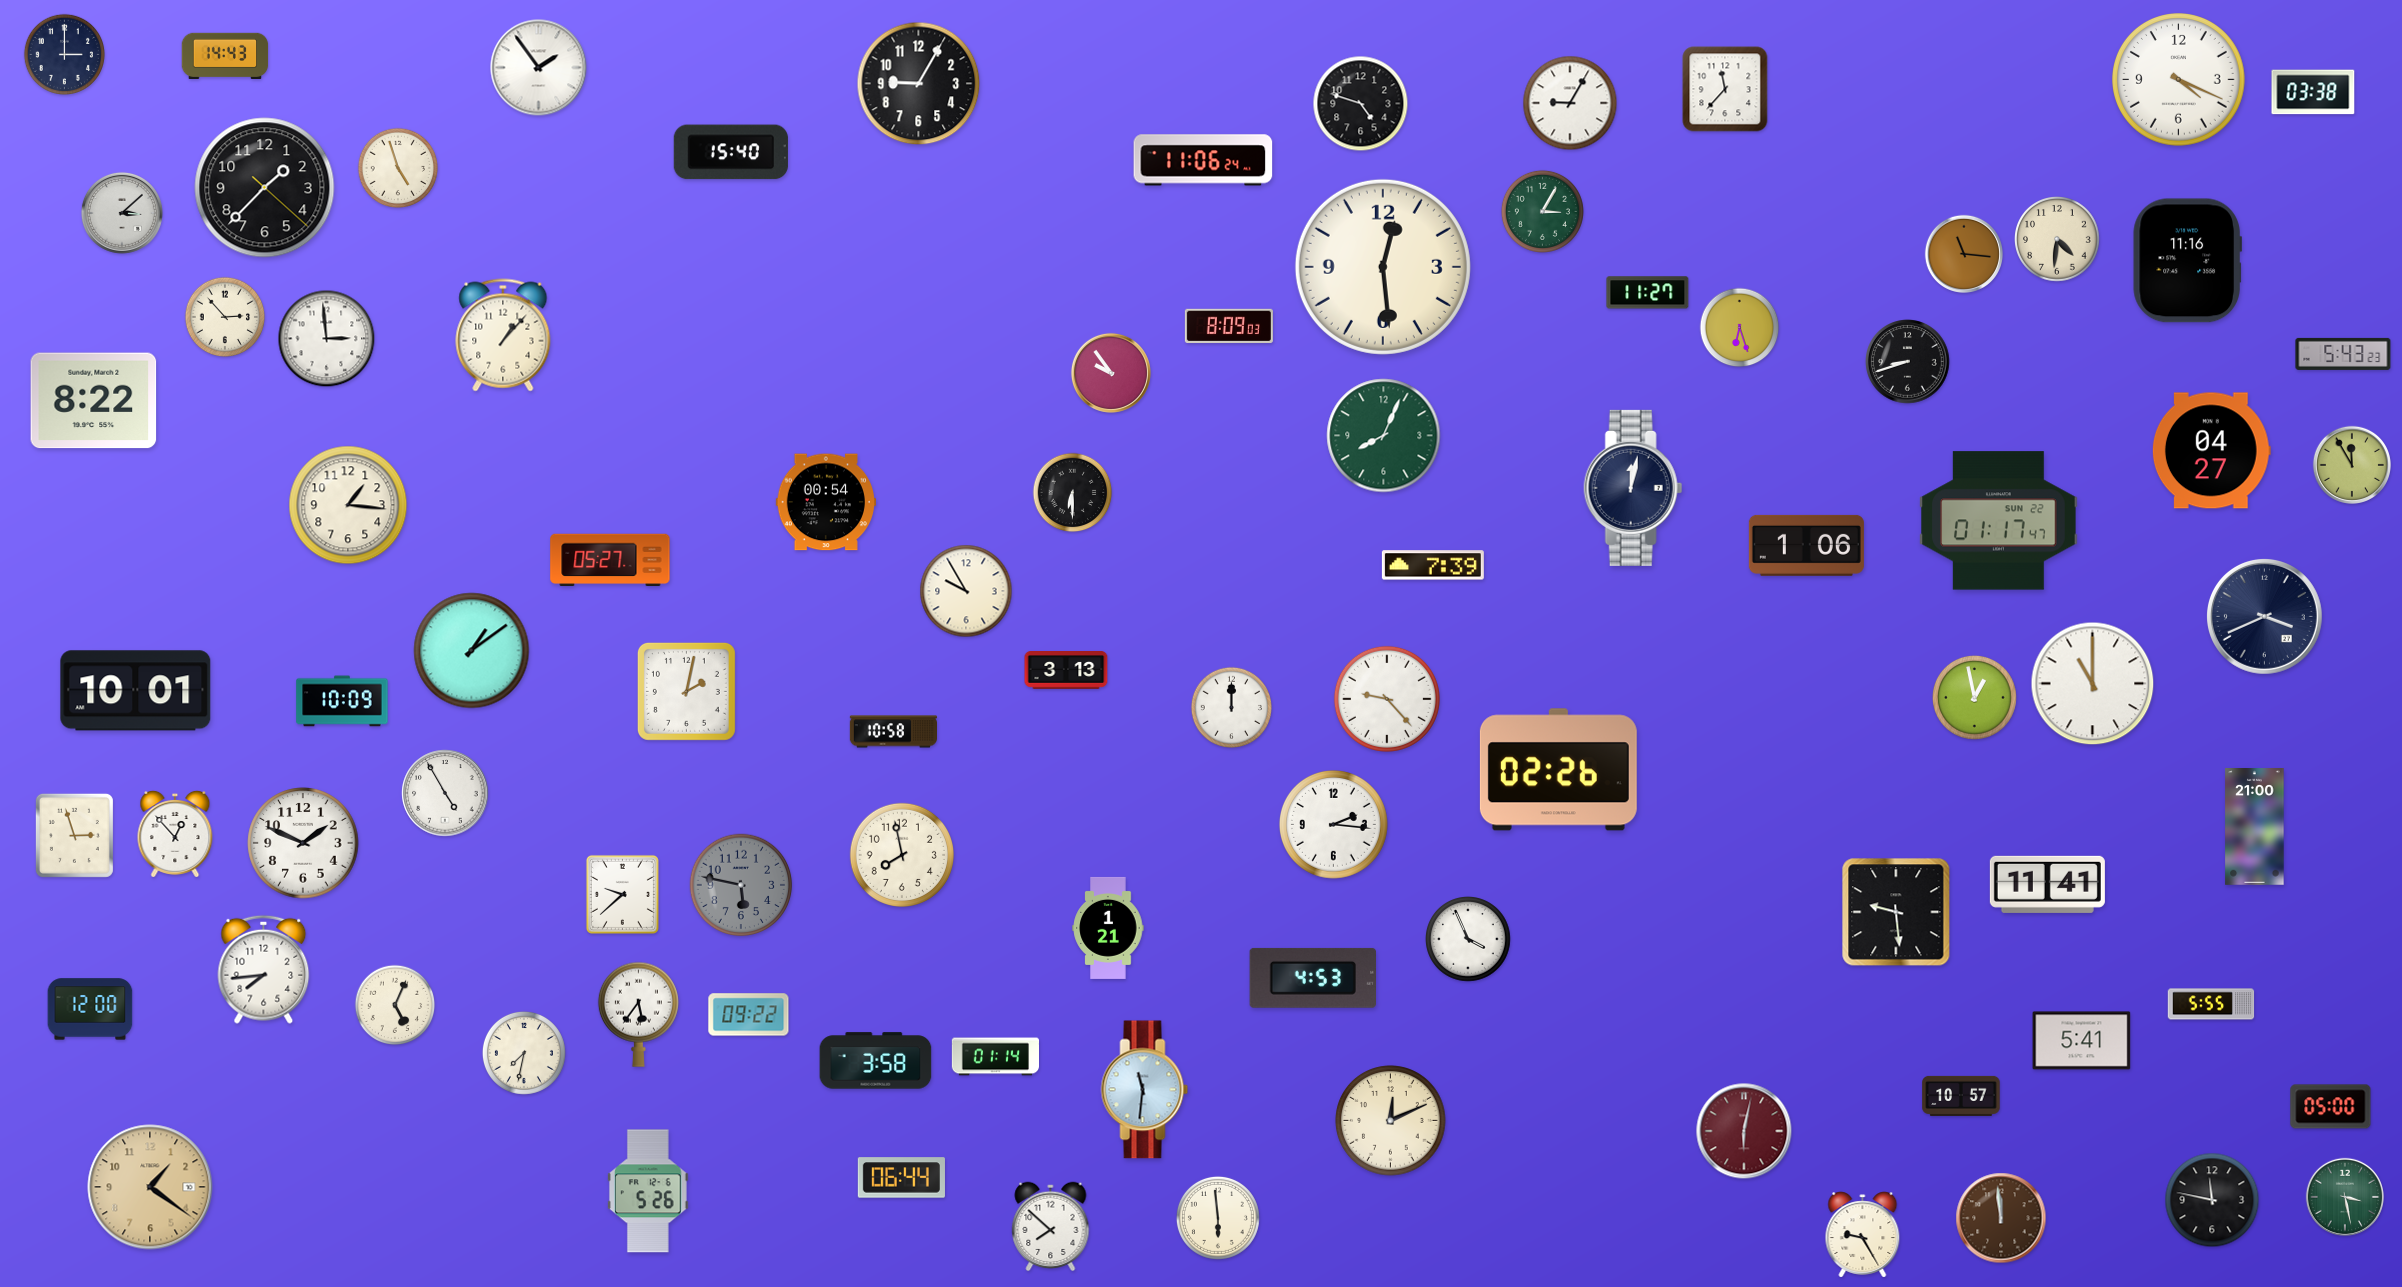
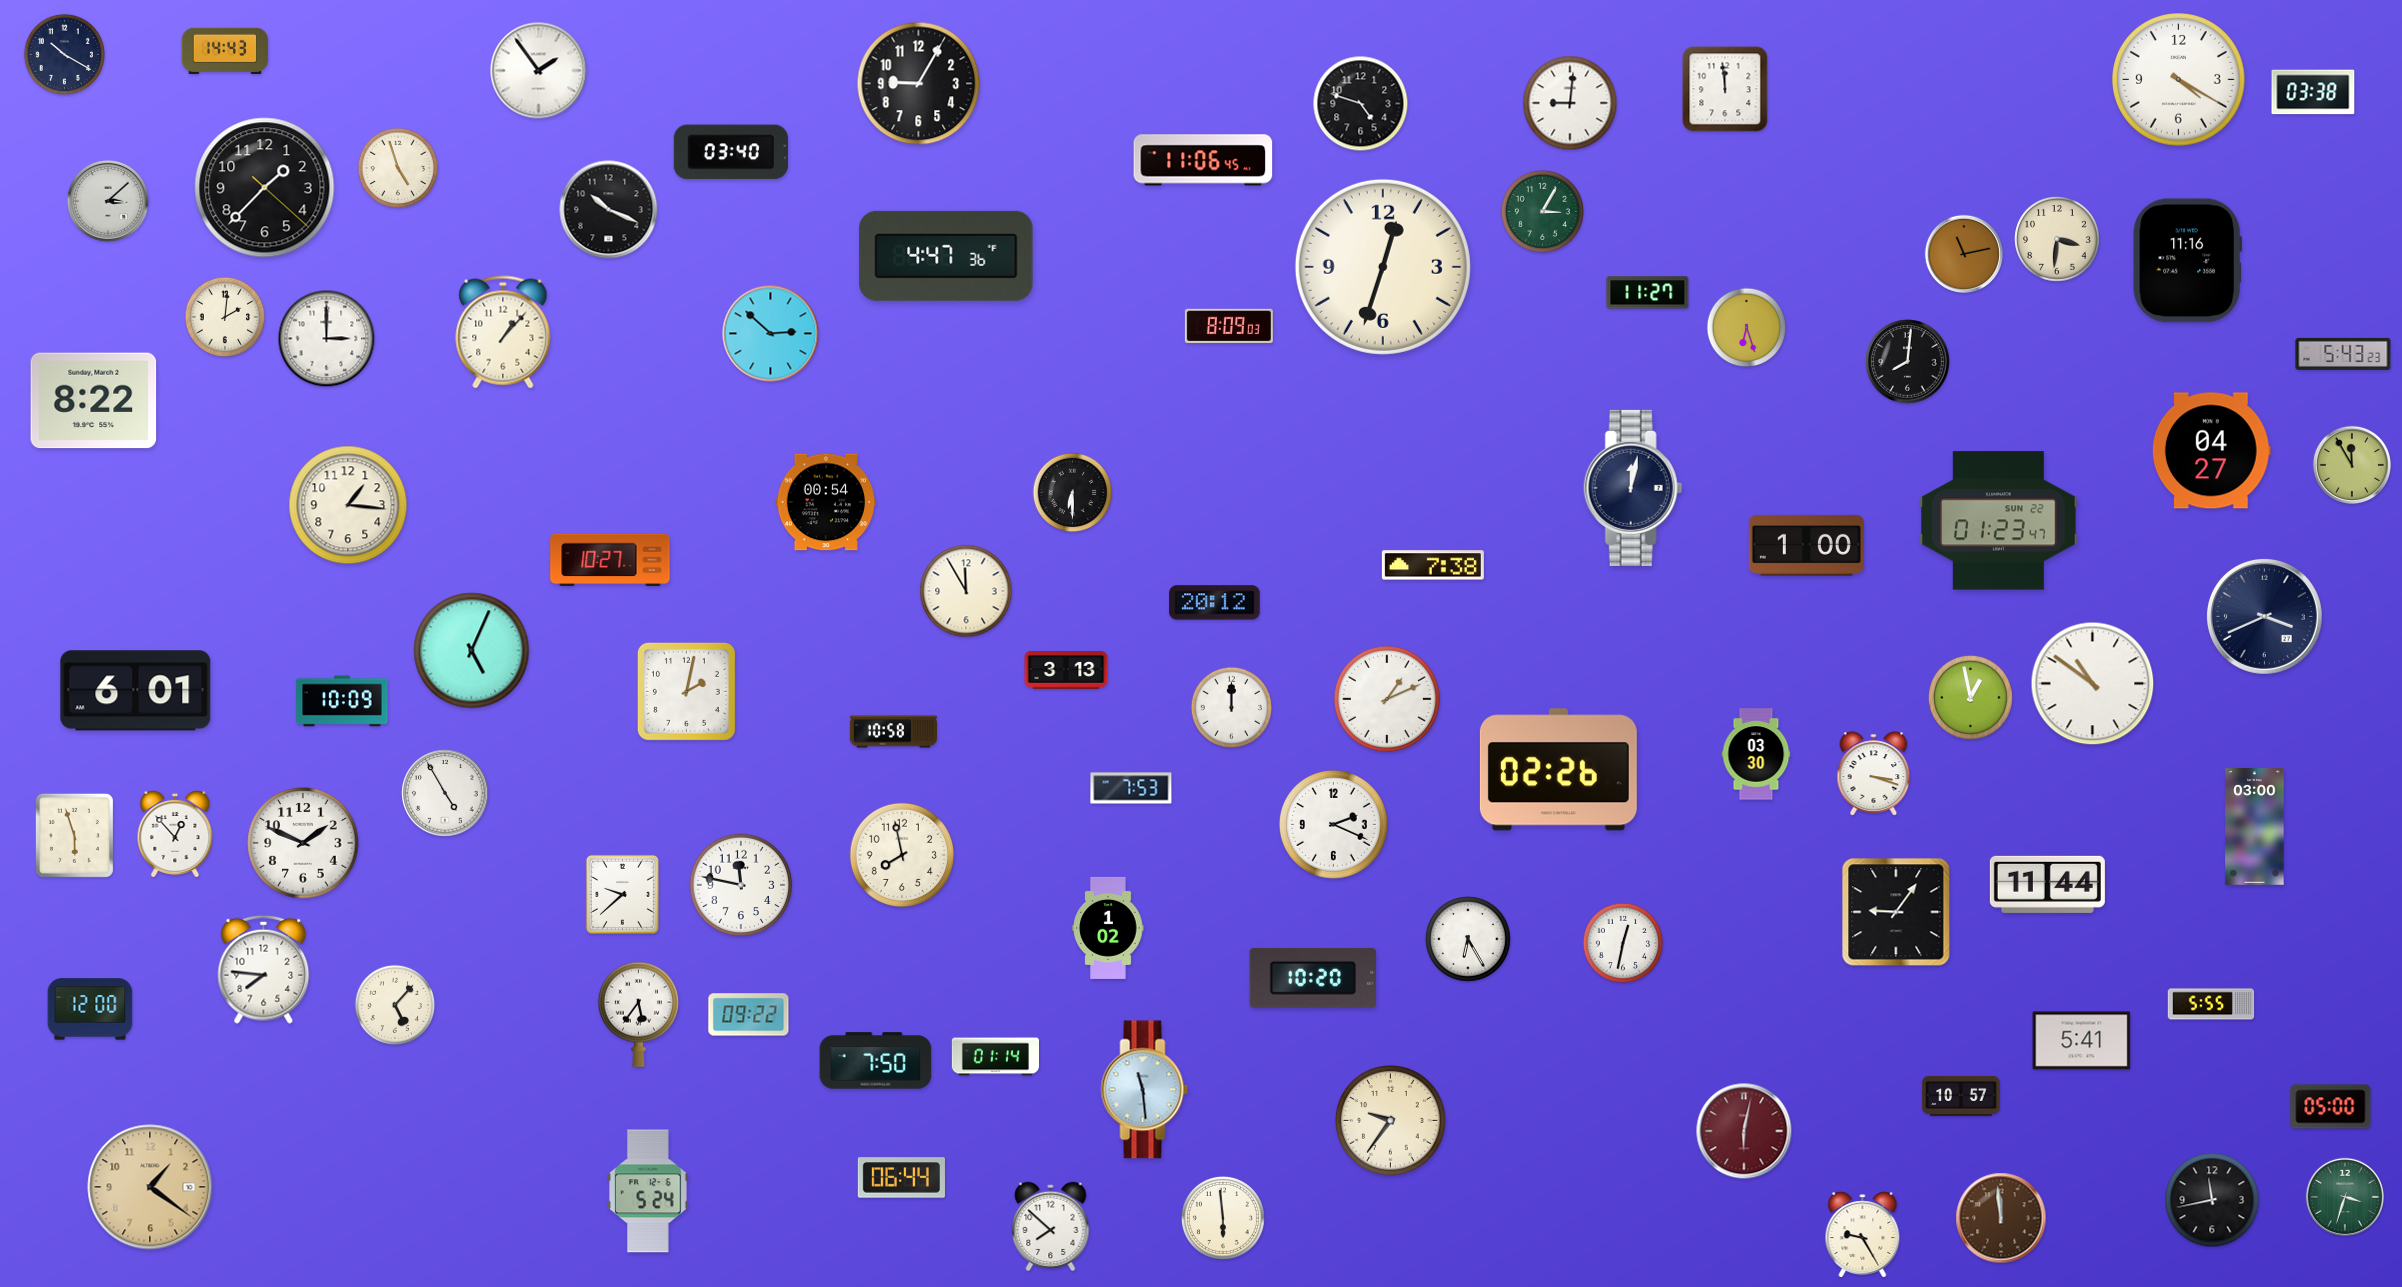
clock at (64, 54): 3:00 -> 10:20
clock at (225, 55) position: (225, 55) -> (225, 50)
clock at (539, 68) position: (539, 68) -> (539, 71)
clock at (2179, 80): 4:19 -> 4:20
clock at (1725, 89): 11:37 -> 11:59
clock at (1570, 103): 9:05 -> 9:01
clock at (731, 152): 15:40 -> 03:40
clock at (1203, 160): 11:06:24 -> 11:06:45
clock at (609, 210): none -> 10:19
clock at (122, 213) position: (122, 213) -> (108, 201)
clock at (2058, 240): 4:31 -> 3:31
clock at (1964, 254): 11:16 -> 11:13
clock at (946, 256): none -> 4:47
clock at (1383, 267): 12:29 -> 12:33
clock at (225, 317): 2:53 -> 2:01
clock at (1740, 328) position: (1740, 328) -> (1747, 328)
clock at (771, 334): none -> 2:52
clock at (503, 335) position: (503, 335) -> (503, 332)
clock at (327, 339): 2:59 -> 3:00
clock at (1908, 362): 8:42 -> 8:01
clock at (1111, 373): 9:54 -> none
clock at (1384, 436): 8:04 -> none
clock at (1999, 521): 01:17 -> 01:23
clock at (1806, 545): 1:06 -> 1:00
clock at (610, 560): 05:27 -> 10:27
clock at (1433, 565): 7:39 -> 7:38
clock at (966, 591): 9:55 -> 11:55
clock at (1215, 603): none -> 20:12
clock at (472, 651): 1:09 -> 5:04
clock at (2093, 684): 11:00 -> 10:51
clock at (136, 691): 10:01 -> 6:01
clock at (1974, 697) position: (1974, 697) -> (1970, 697)
clock at (1387, 699): 9:23 -> 1:11
clock at (1756, 754): none -> 03:30
clock at (1874, 774): none -> 3:18
clock at (1131, 788): none -> 7:53
clock at (1334, 825): 2:16 -> 2:19
clock at (2255, 827): 21:00 -> 03:00
clock at (74, 835): 2:57 -> 5:57
clock at (2047, 884): 11:41 -> 11:44
clock at (741, 885): 5:47 -> 11:47
clock at (741, 885) dial: grey -> white
clock at (1896, 912): 9:29 -> 9:06
clock at (1108, 928): 1:21 -> 1:02
clock at (1469, 940): 3:56 -> 6:25
clock at (1623, 943): none -> 12:32
clock at (264, 969): 7:44 -> 7:46
clock at (1312, 978): 4:53 -> 10:20
clock at (395, 1005): 5:04 -> 5:07
clock at (524, 1053): 7:32 -> none
clock at (876, 1061): 3:58 -> 7:50
clock at (1145, 1090): 11:31 -> 11:29
clock at (1391, 1121): 12:11 -> 9:36
clock at (649, 1191): 5:26 -> 5:24
clock at (2345, 1197): 3:28 -> 3:33
clock at (2212, 1200): 11:47 -> 11:43
clock at (1218, 1218) position: (1218, 1218) -> (1223, 1218)
